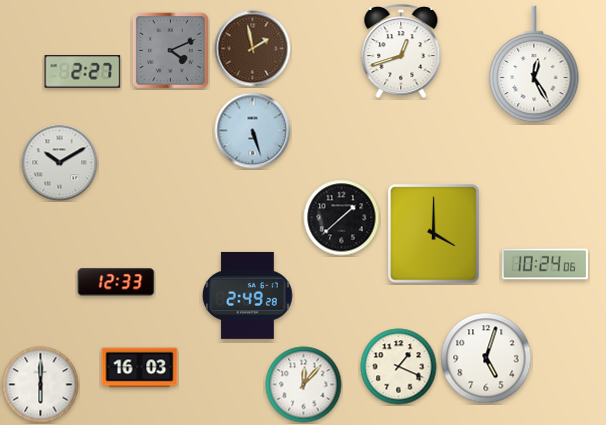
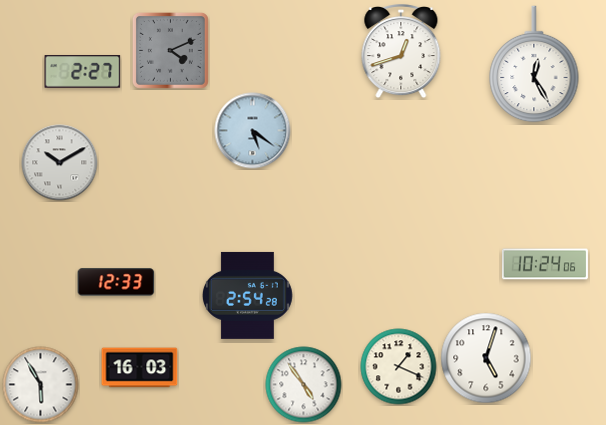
clock at (253, 49): 1:58 -> none
clock at (253, 131): 5:27 -> 5:21
clock at (342, 218): 1:38 -> none
clock at (434, 234): 4:00 -> none
clock at (247, 295): 2:49 -> 2:54
clock at (41, 385): 6:00 -> 5:55
clock at (304, 385): 12:07 -> 4:54
